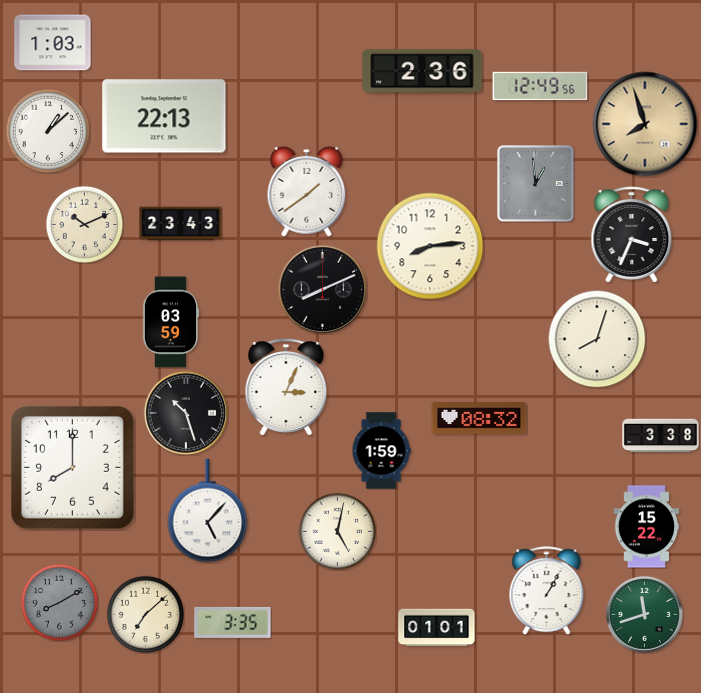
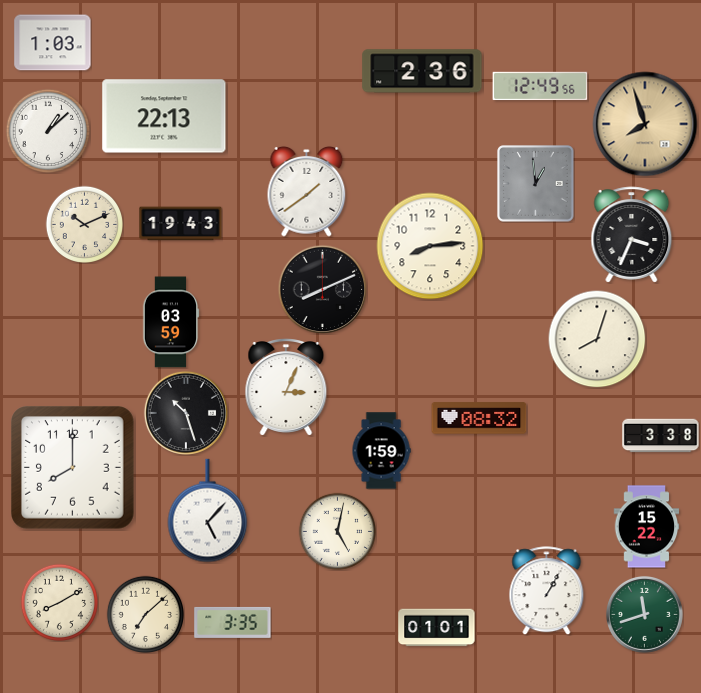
clock at (181, 224): 23:43 -> 19:43
clock at (59, 602) dial: grey -> cream
